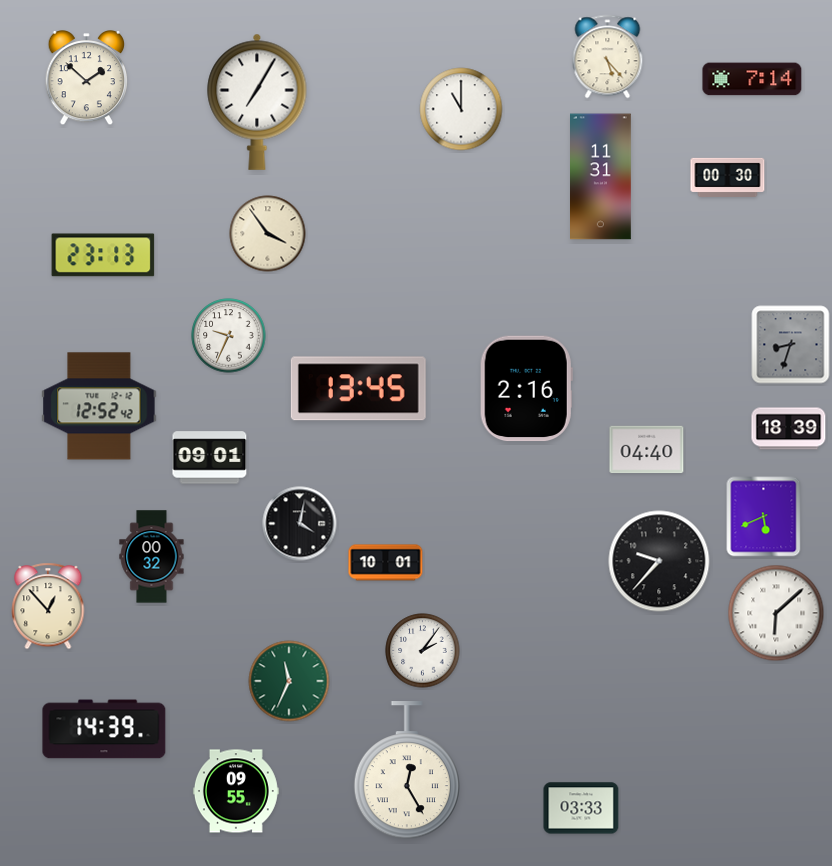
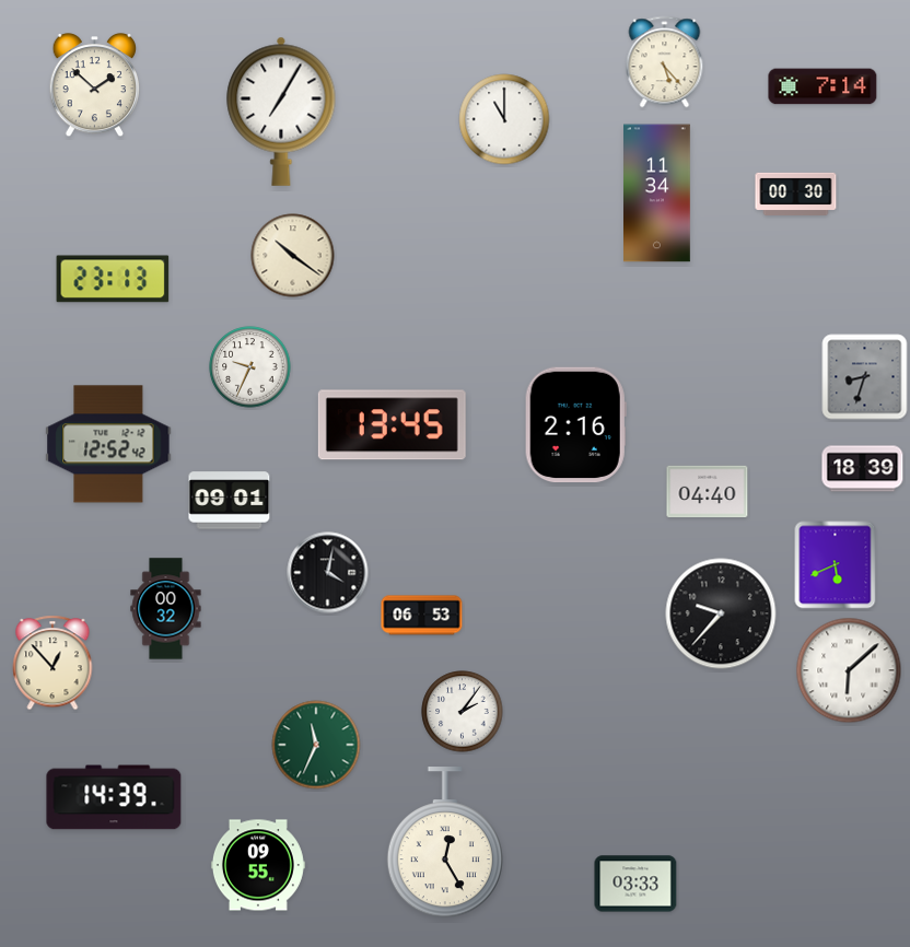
clock at (601, 177): 11:31 -> 11:34
clock at (268, 234): 3:54 -> 10:21
clock at (386, 563): 10:01 -> 06:53
